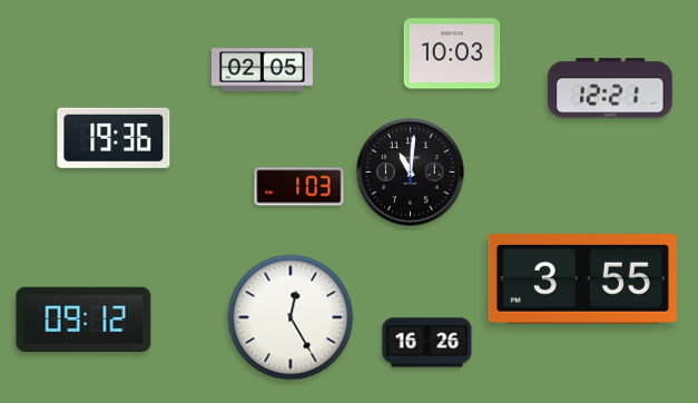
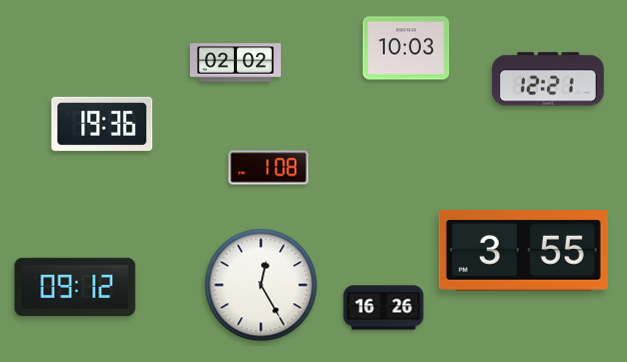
clock at (262, 70): 02:05 -> 02:02
clock at (411, 173): 11:01 -> none
clock at (299, 187): 1:03 -> 1:08
